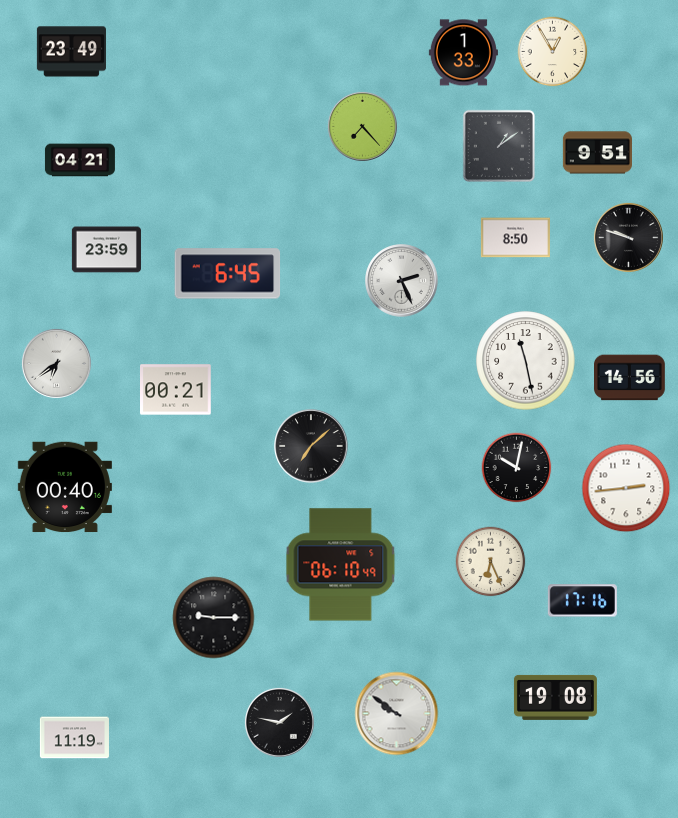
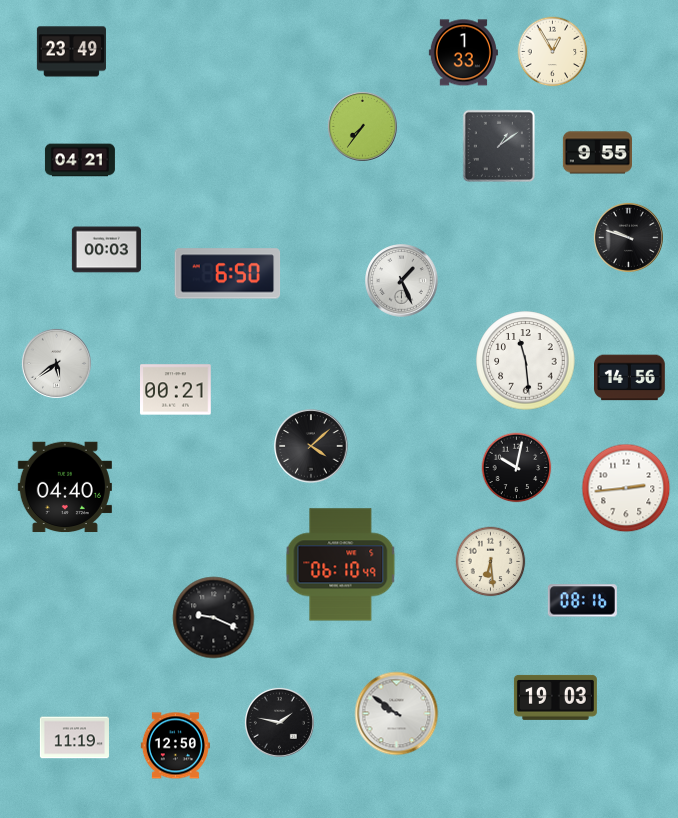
clock at (362, 126): 7:23 -> 7:36
clock at (597, 153): 9:51 -> 9:55
clock at (515, 238): 8:50 -> none
clock at (106, 250): 23:59 -> 00:03
clock at (228, 274): 6:45 -> 6:50
clock at (402, 281): 2:26 -> 1:26
clock at (526, 361): 11:28 -> 11:29
clock at (56, 363): 6:39 -> 5:39
clock at (311, 446): 7:08 -> 4:08
clock at (65, 487): 00:40 -> 04:40
clock at (491, 562): 6:26 -> 6:29
clock at (582, 601): 17:16 -> 08:16
clock at (214, 618): 9:15 -> 9:19
clock at (555, 697): 19:08 -> 19:03
clock at (175, 746): none -> 12:50
